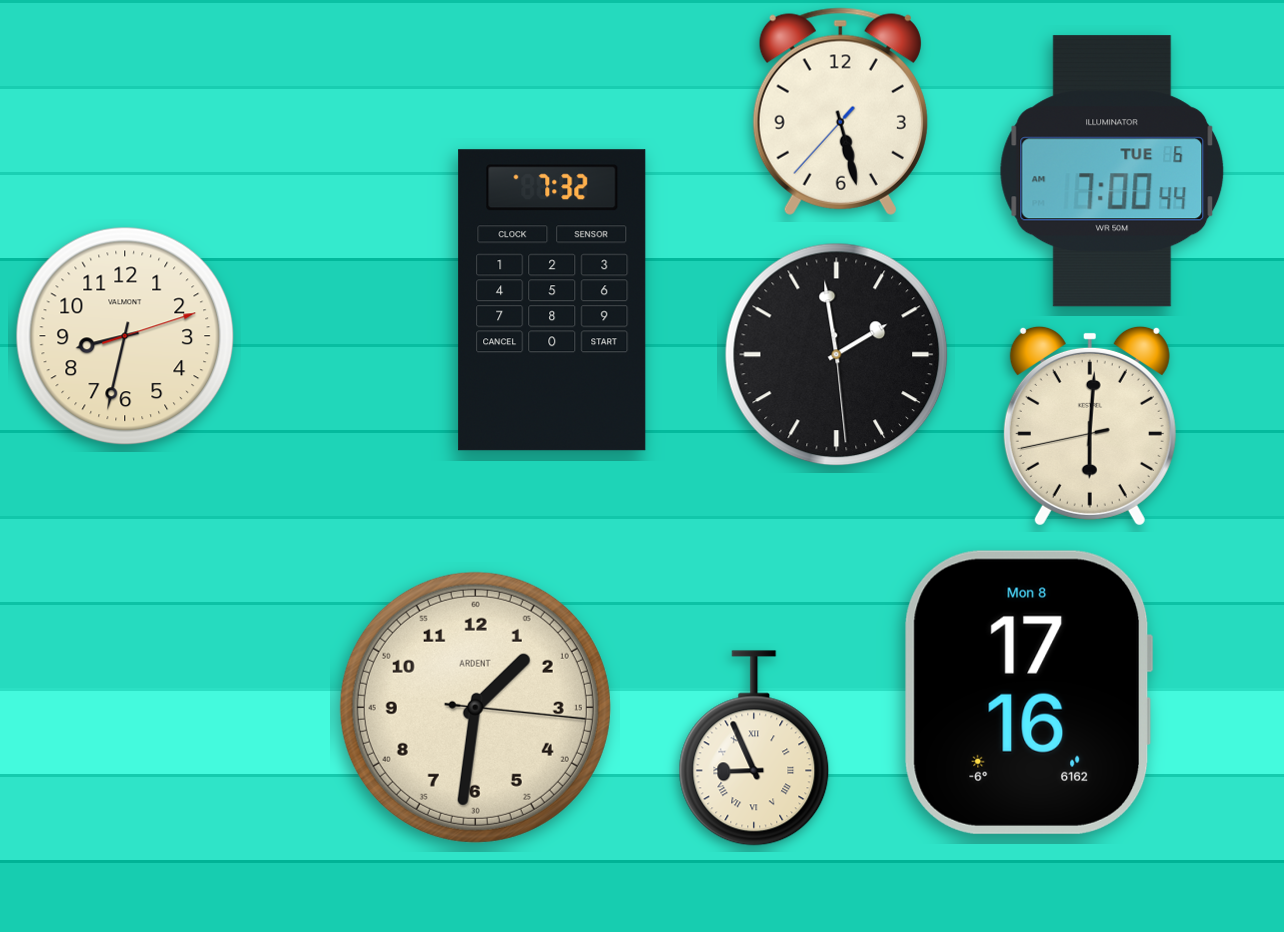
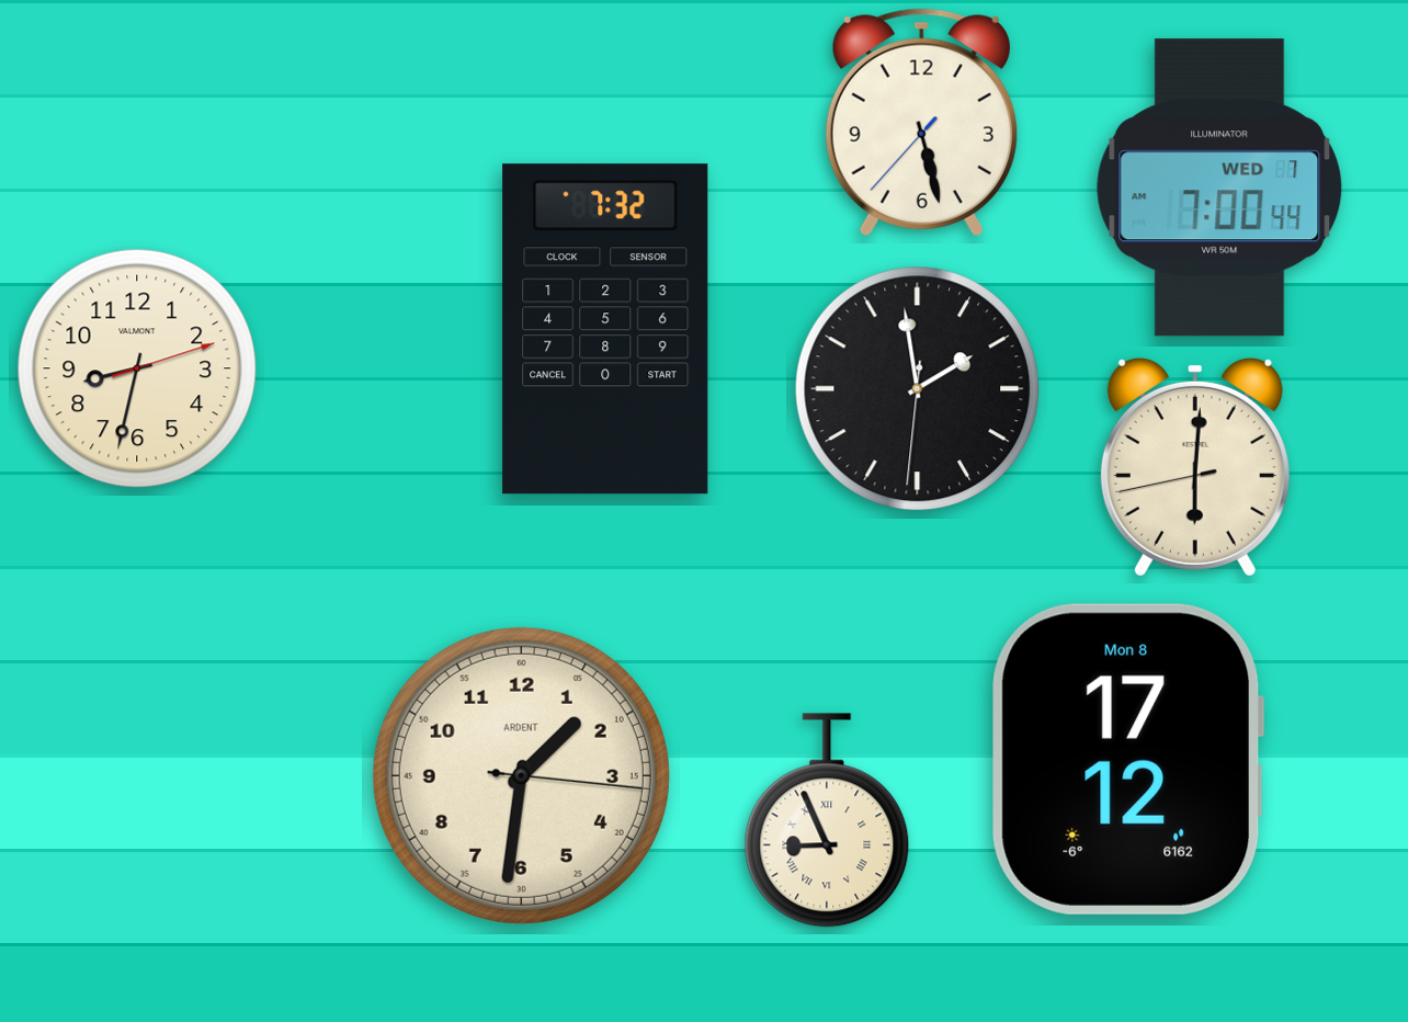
clock at (1112, 171) date: TUE 6 -> WED 7
clock at (837, 355): 1:58:29 -> 1:58:31
clock at (1028, 692): 17:16 -> 17:12
